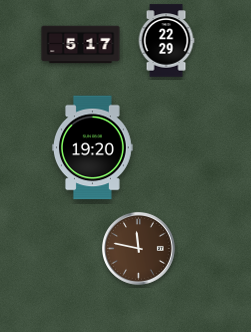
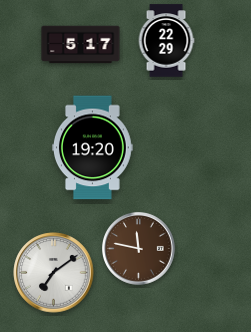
clock at (54, 273): none -> 7:09
